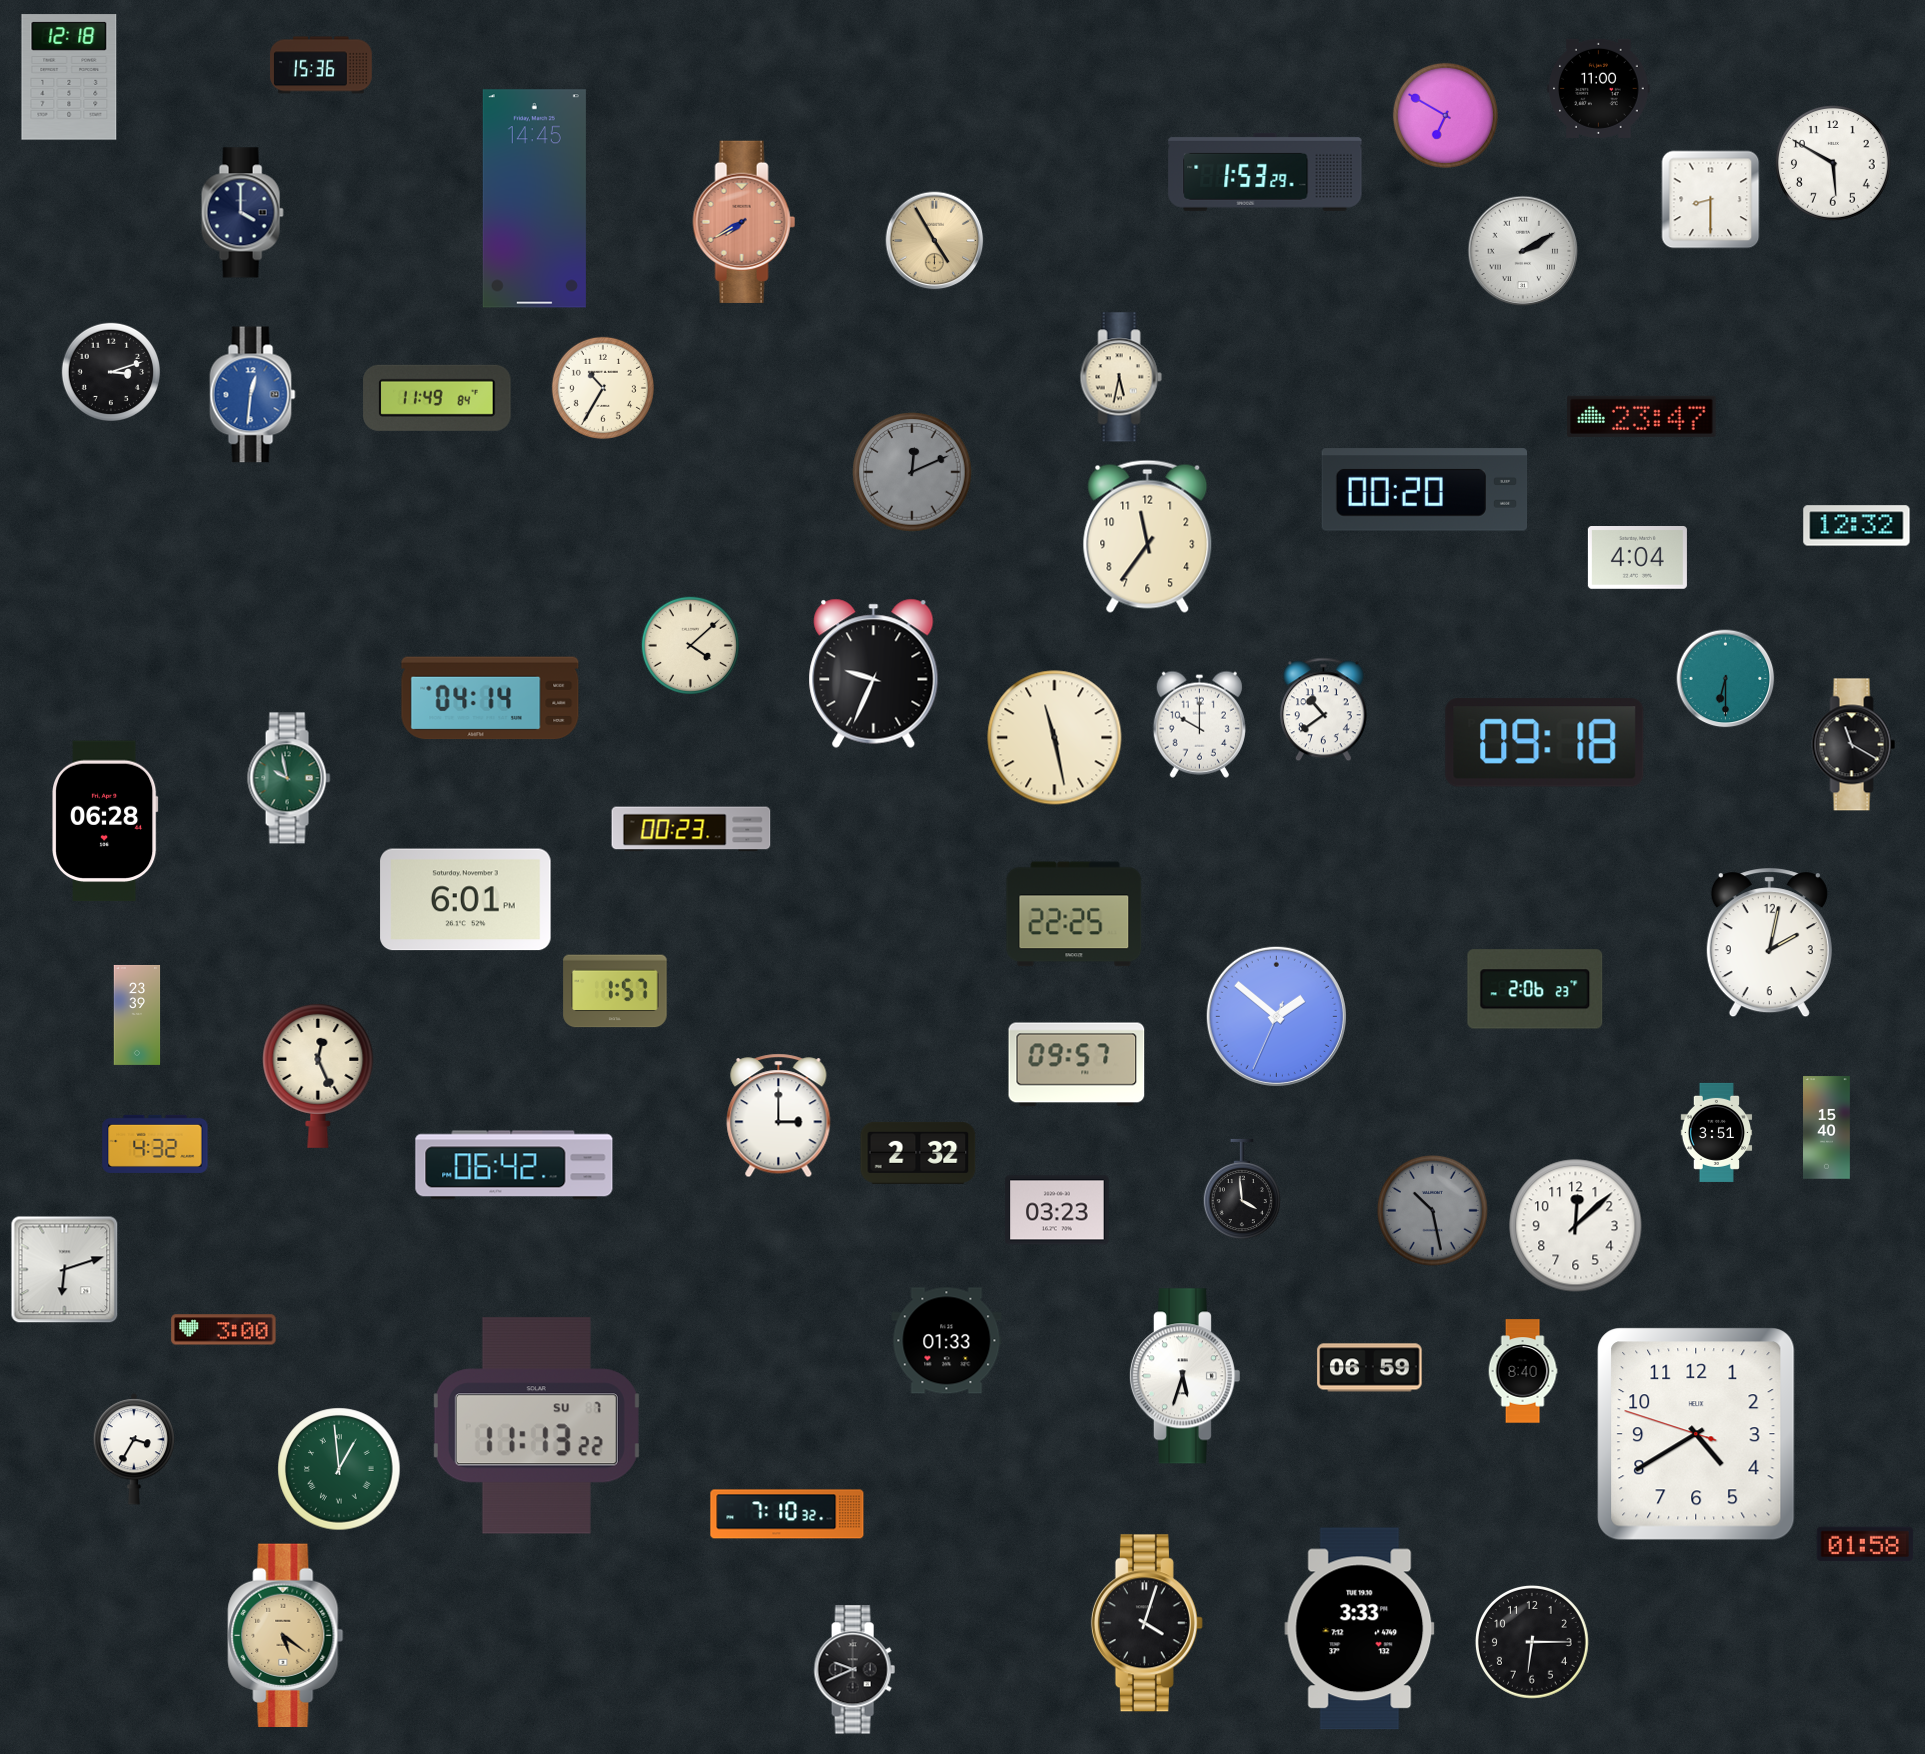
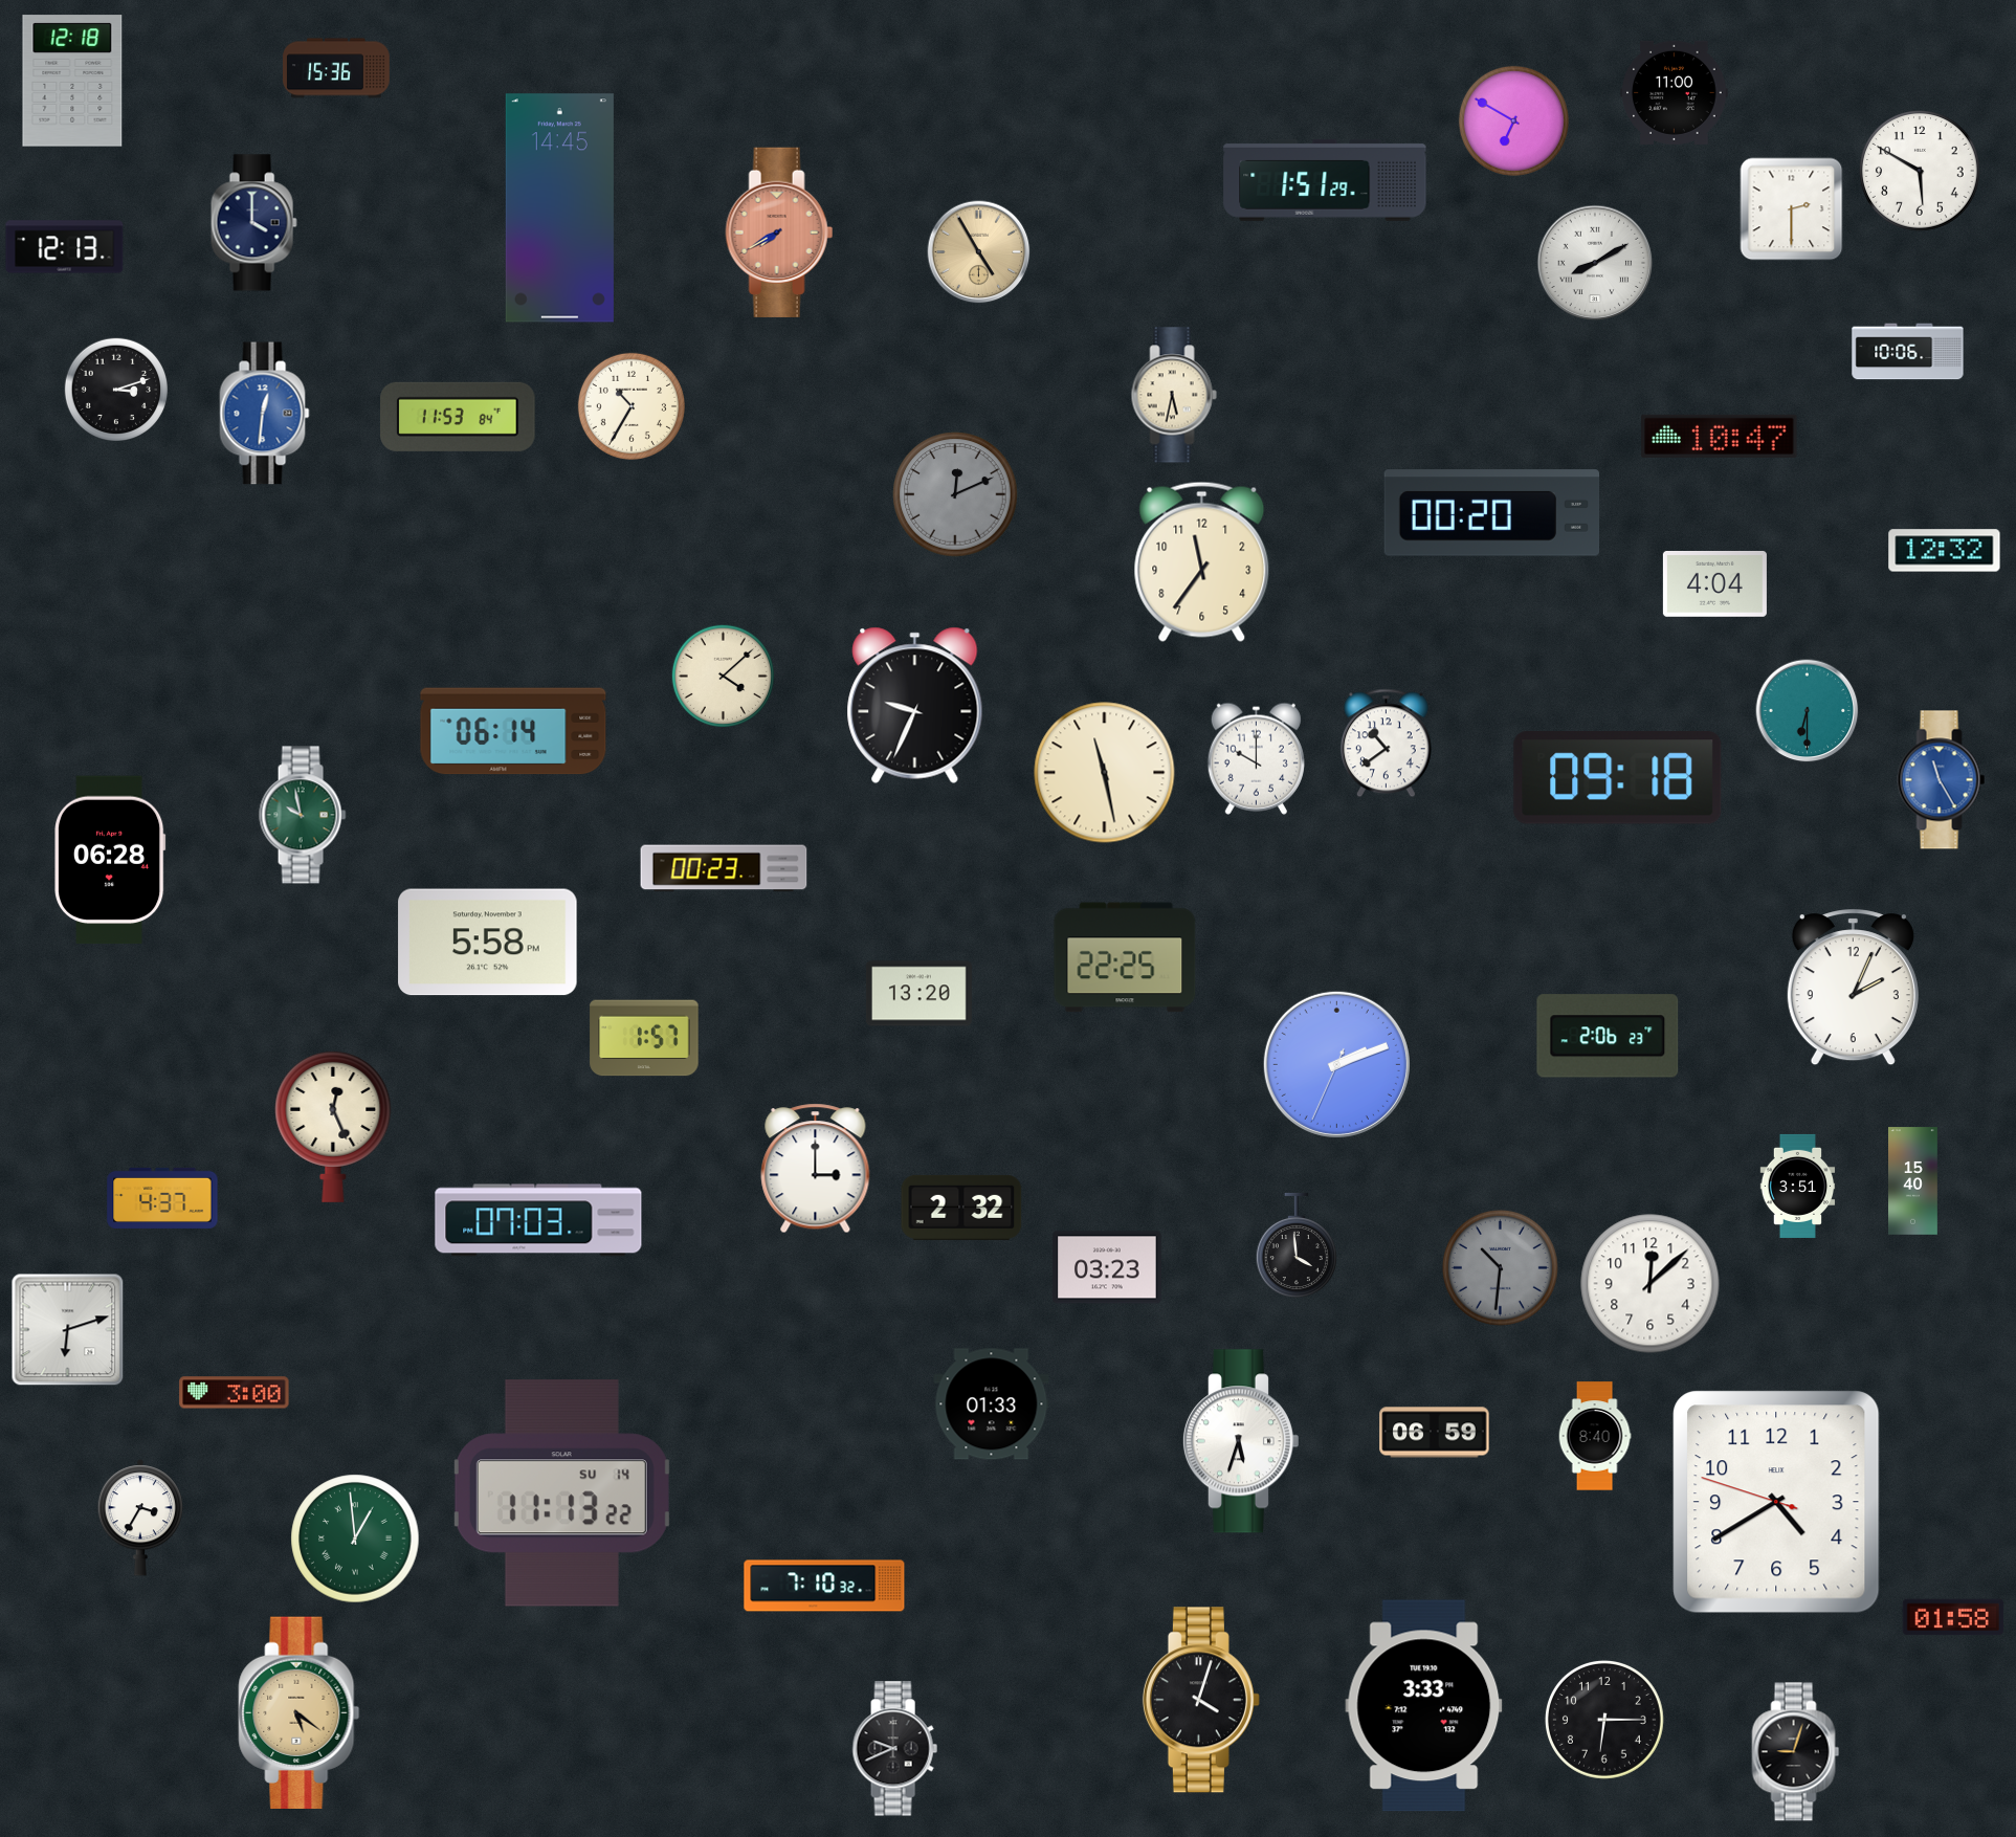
clock at (1265, 172): 1:53 -> 1:51
clock at (1711, 200): 8:30 -> 2:30
clock at (65, 247): none -> 12:13
clock at (1523, 251): 2:10 -> 8:10
clock at (1908, 352): none -> 10:06
clock at (437, 398): 11:49 -> 11:53
clock at (1642, 416): 23:47 -> 10:47
clock at (490, 698): 04:14 -> 06:14
clock at (1854, 745): 11:20 -> 11:25
clock at (1854, 745) dial: black -> blue
clock at (466, 900): 6:01 -> 5:58
clock at (1769, 943): 2:02 -> 2:04
clock at (918, 994): none -> 13:20
clock at (137, 1015): 23:39 -> none
clock at (1276, 1016): 1:51 -> 2:11
clock at (1077, 1065): 09:57 -> none
clock at (155, 1144): 4:32 -> 4:37
clock at (514, 1165): 06:42 -> 07:03
clock at (1242, 1189) position: (1242, 1189) -> (1297, 1245)
clock at (1432, 1210): 10:28 -> 10:31
clock at (536, 1426) date: SU 7 -> SU 14
clock at (1796, 1752): none -> 9:03
